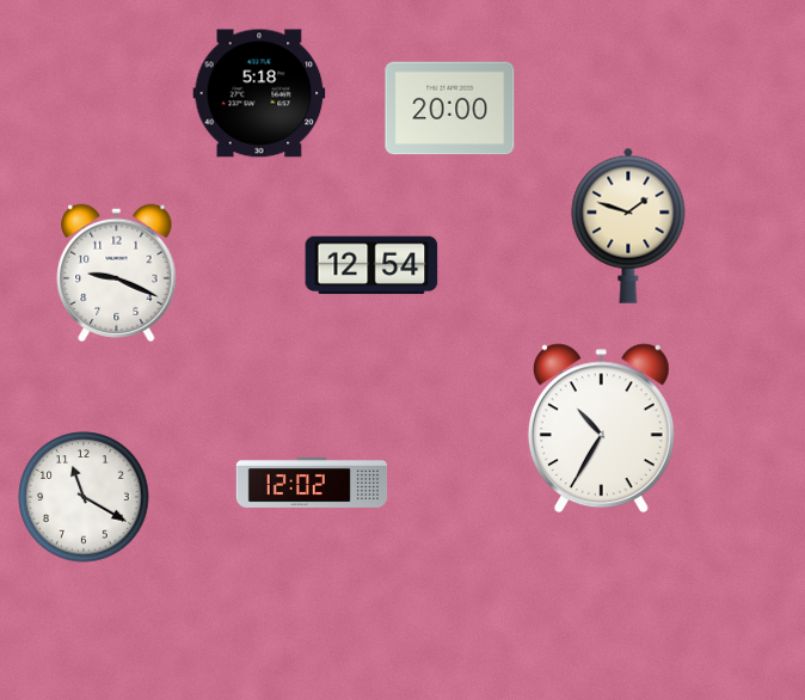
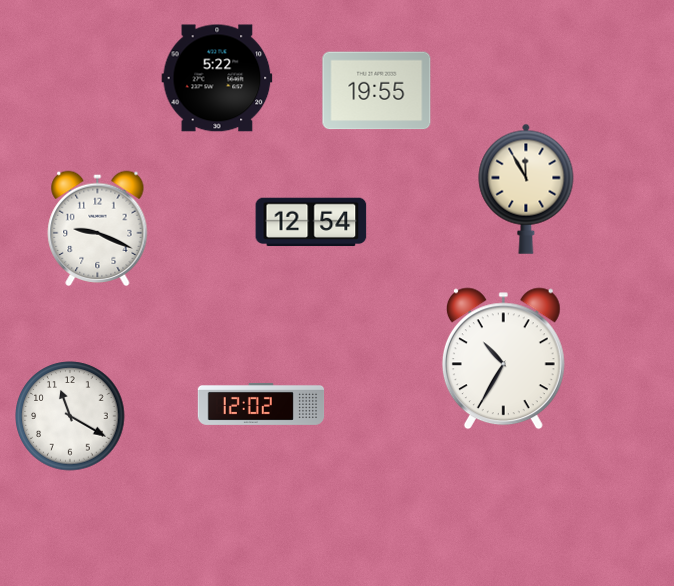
clock at (259, 93): 5:18 -> 5:22
clock at (450, 109): 20:00 -> 19:55
clock at (628, 226): 1:48 -> 11:55
